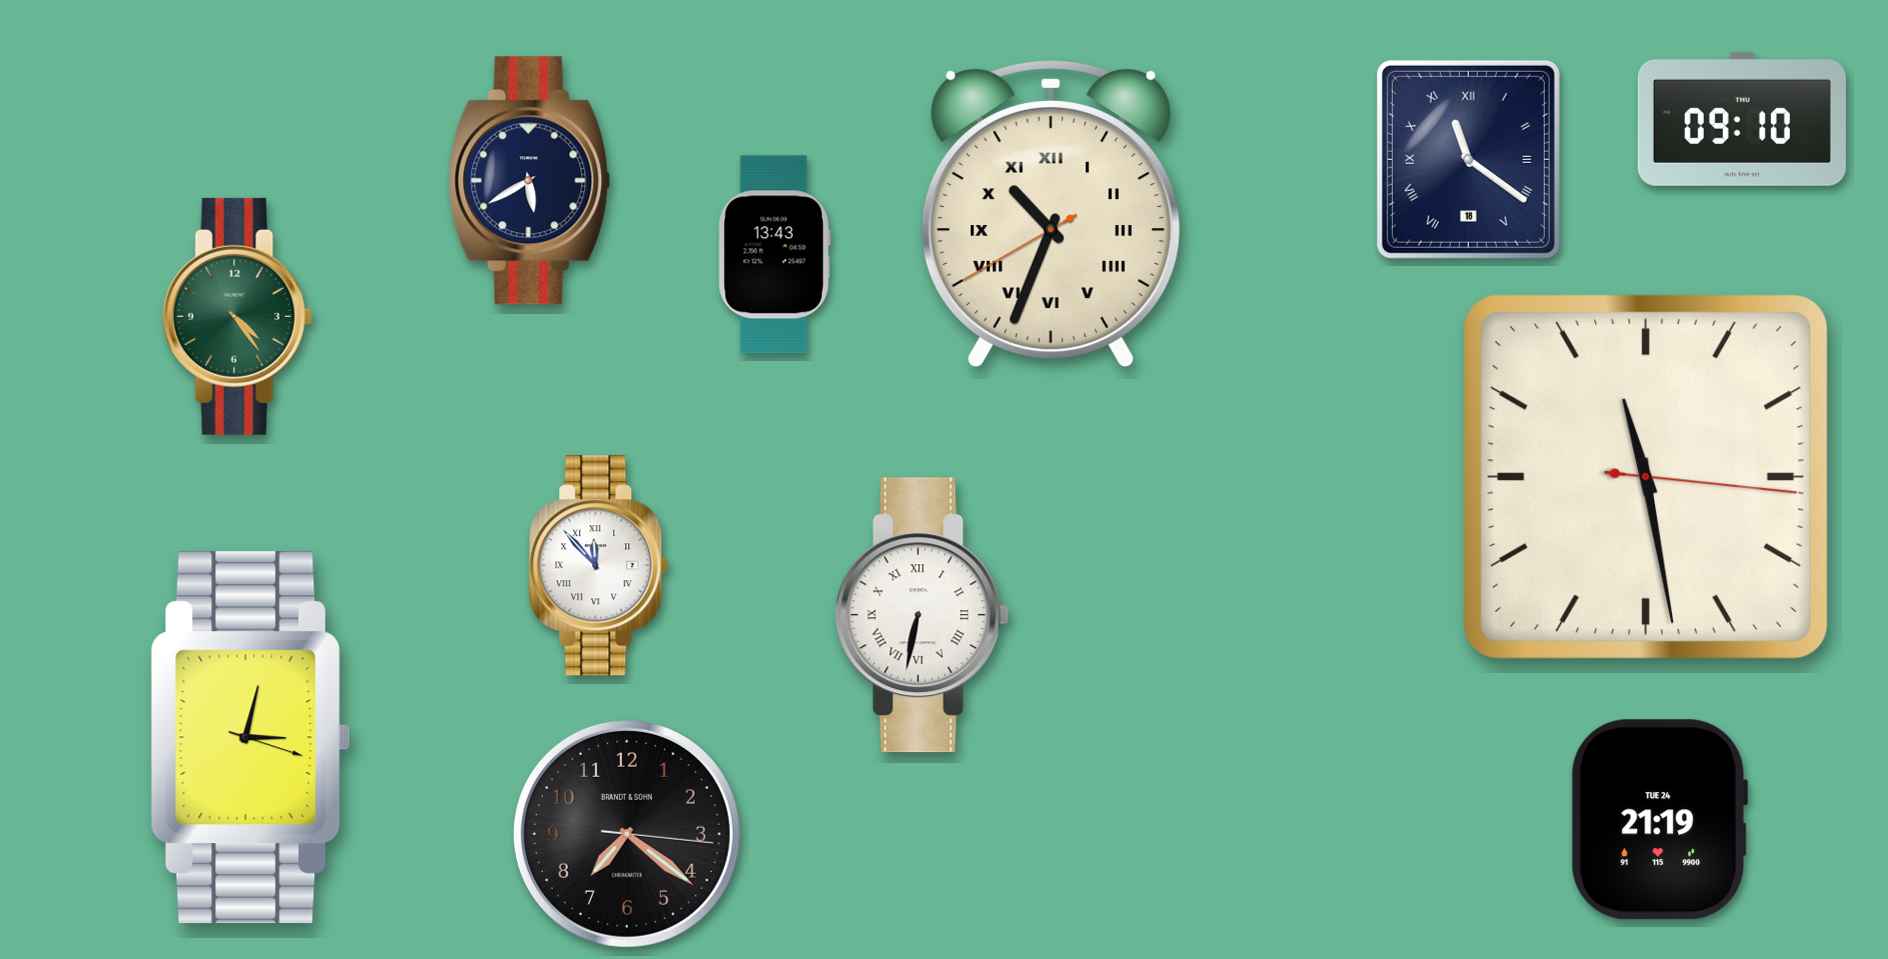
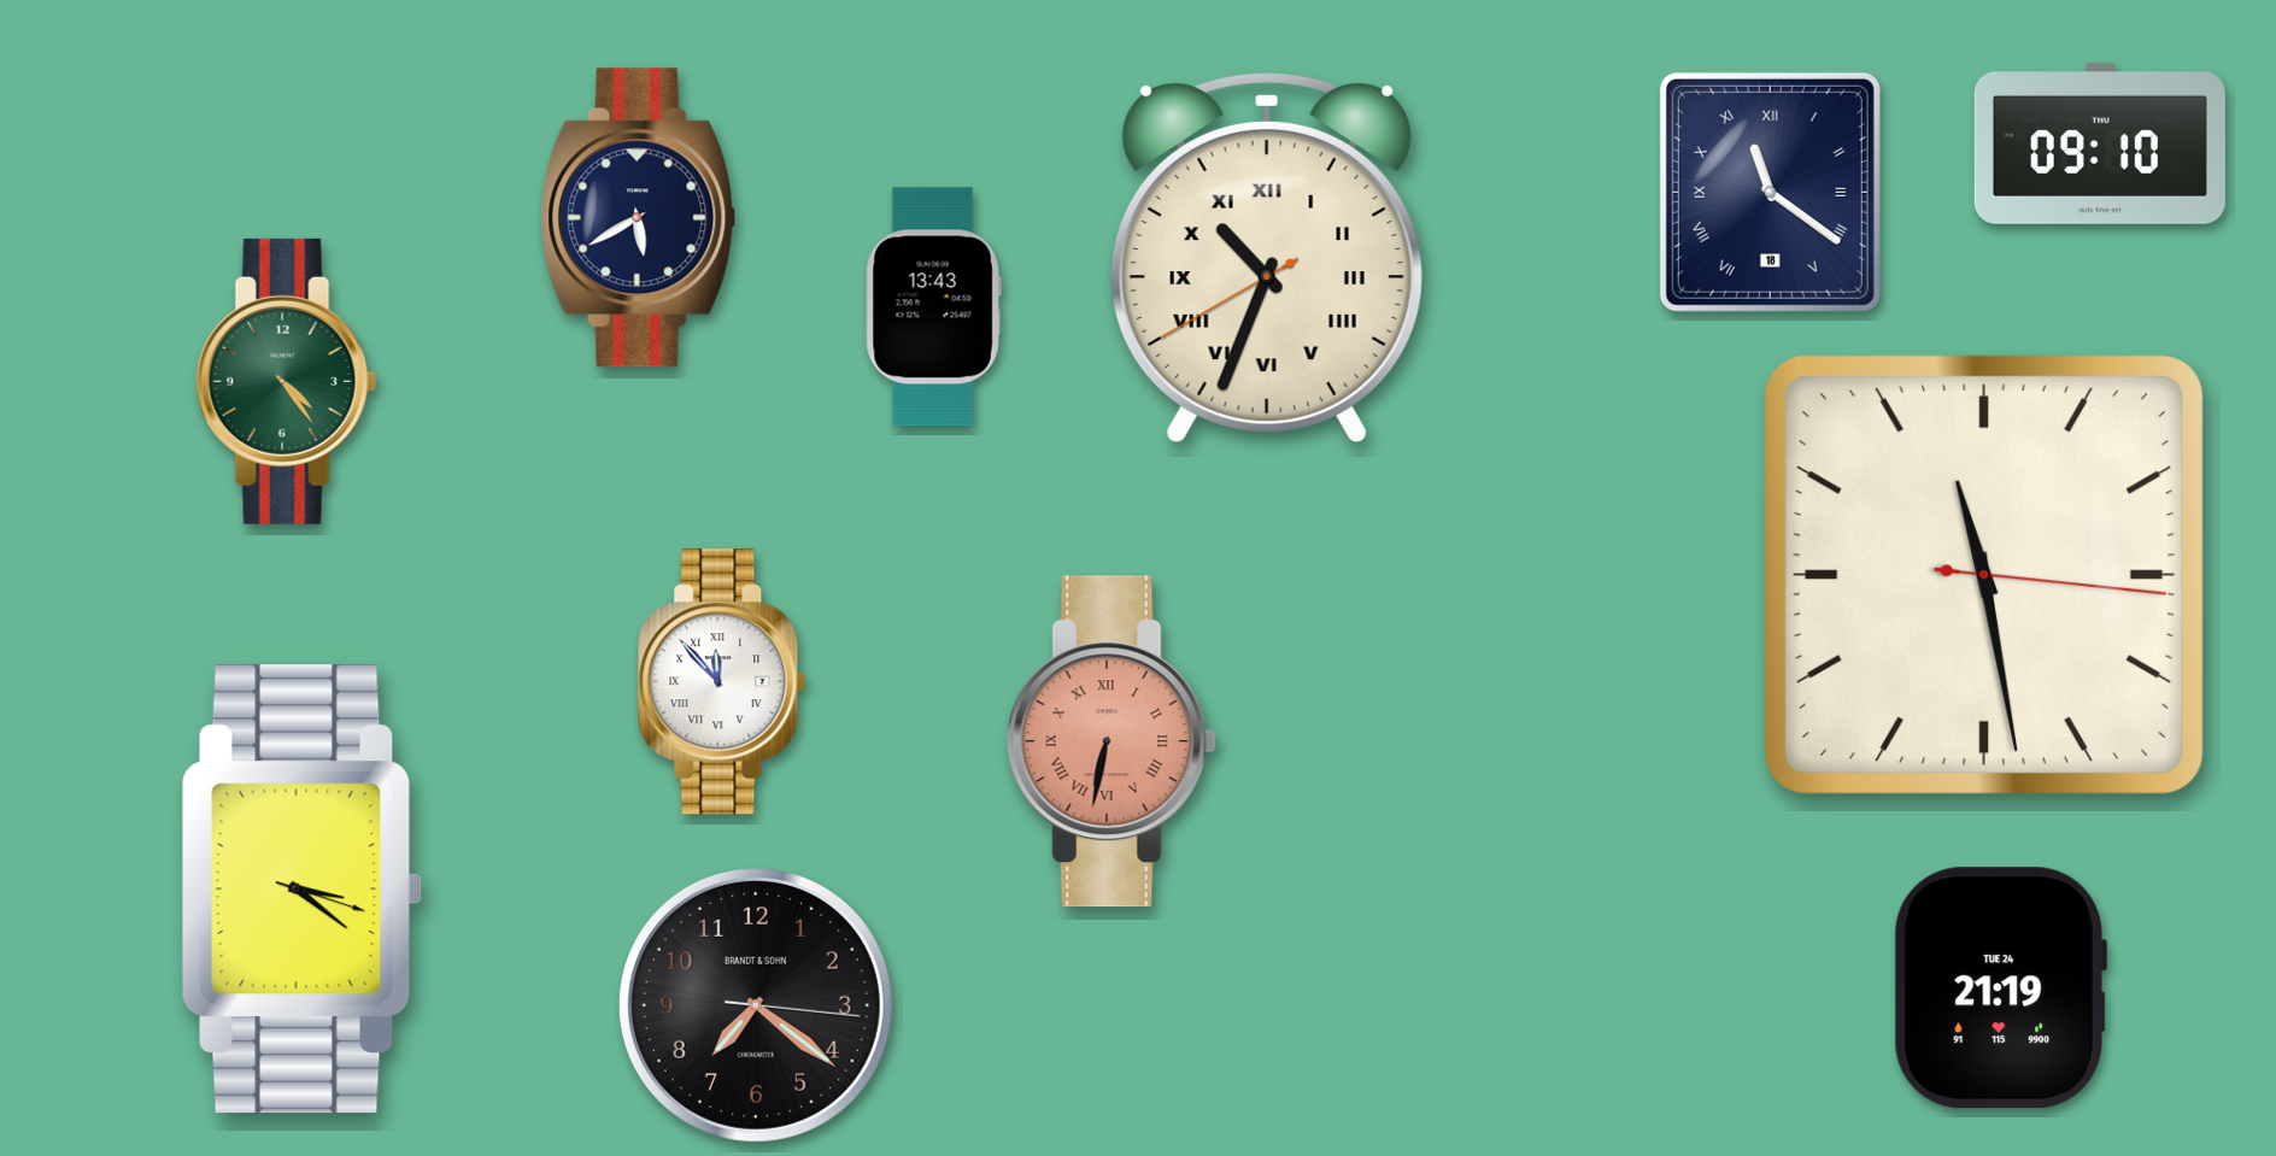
clock at (922, 615) dial: white -> salmon
clock at (250, 738): 3:02 -> 3:21
